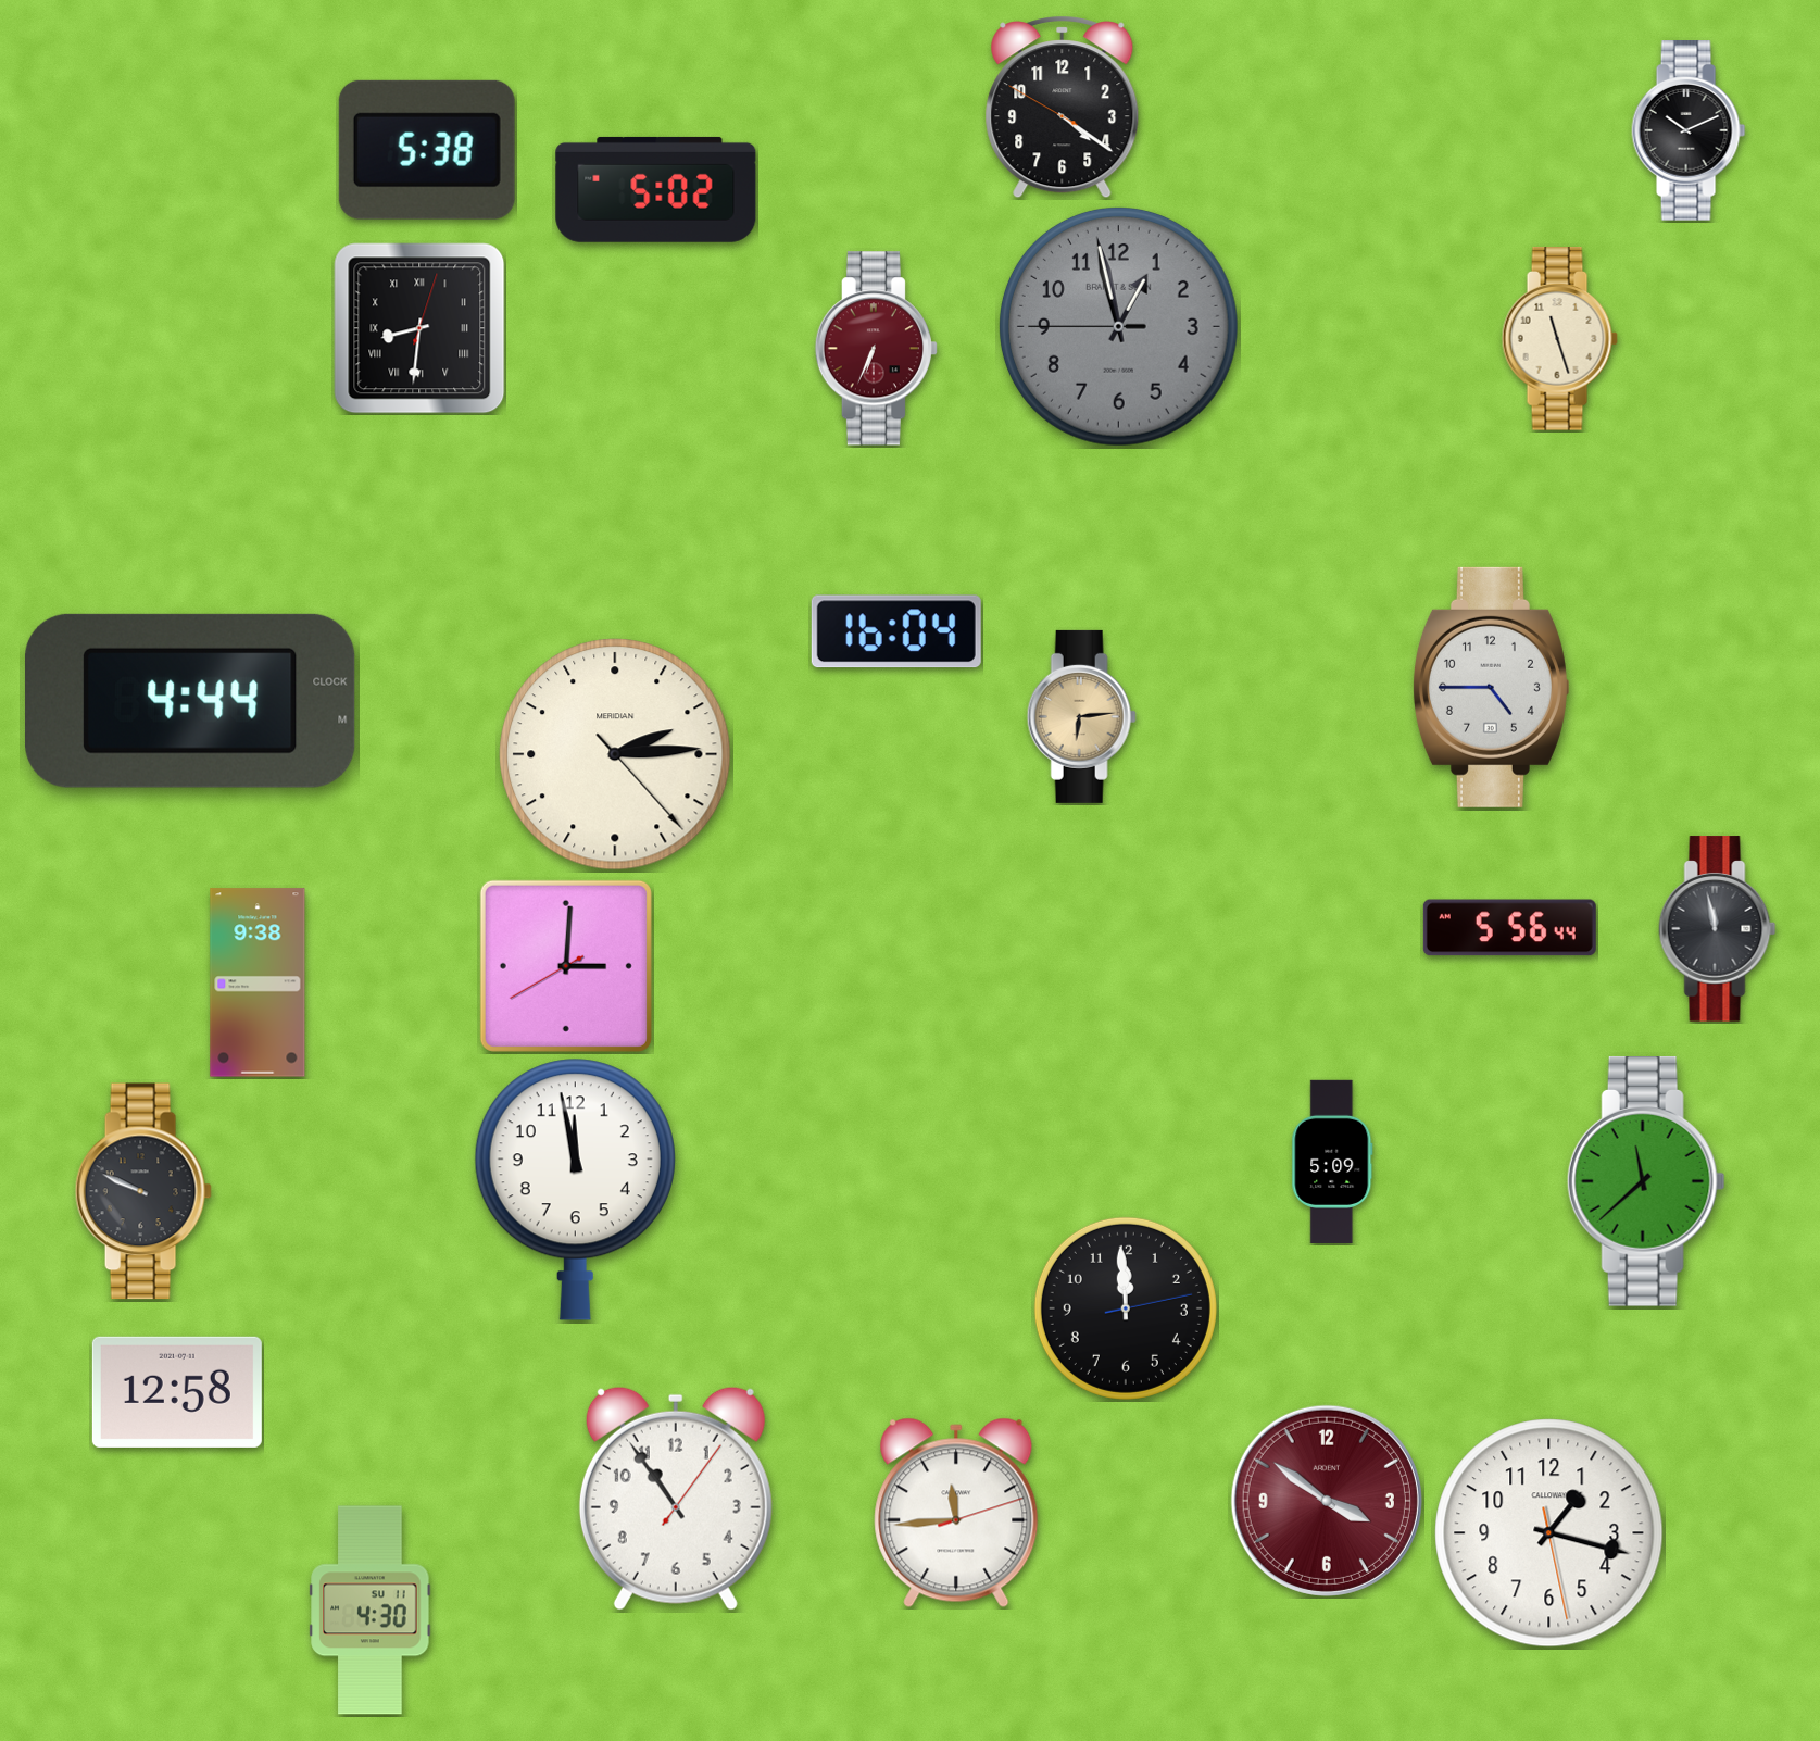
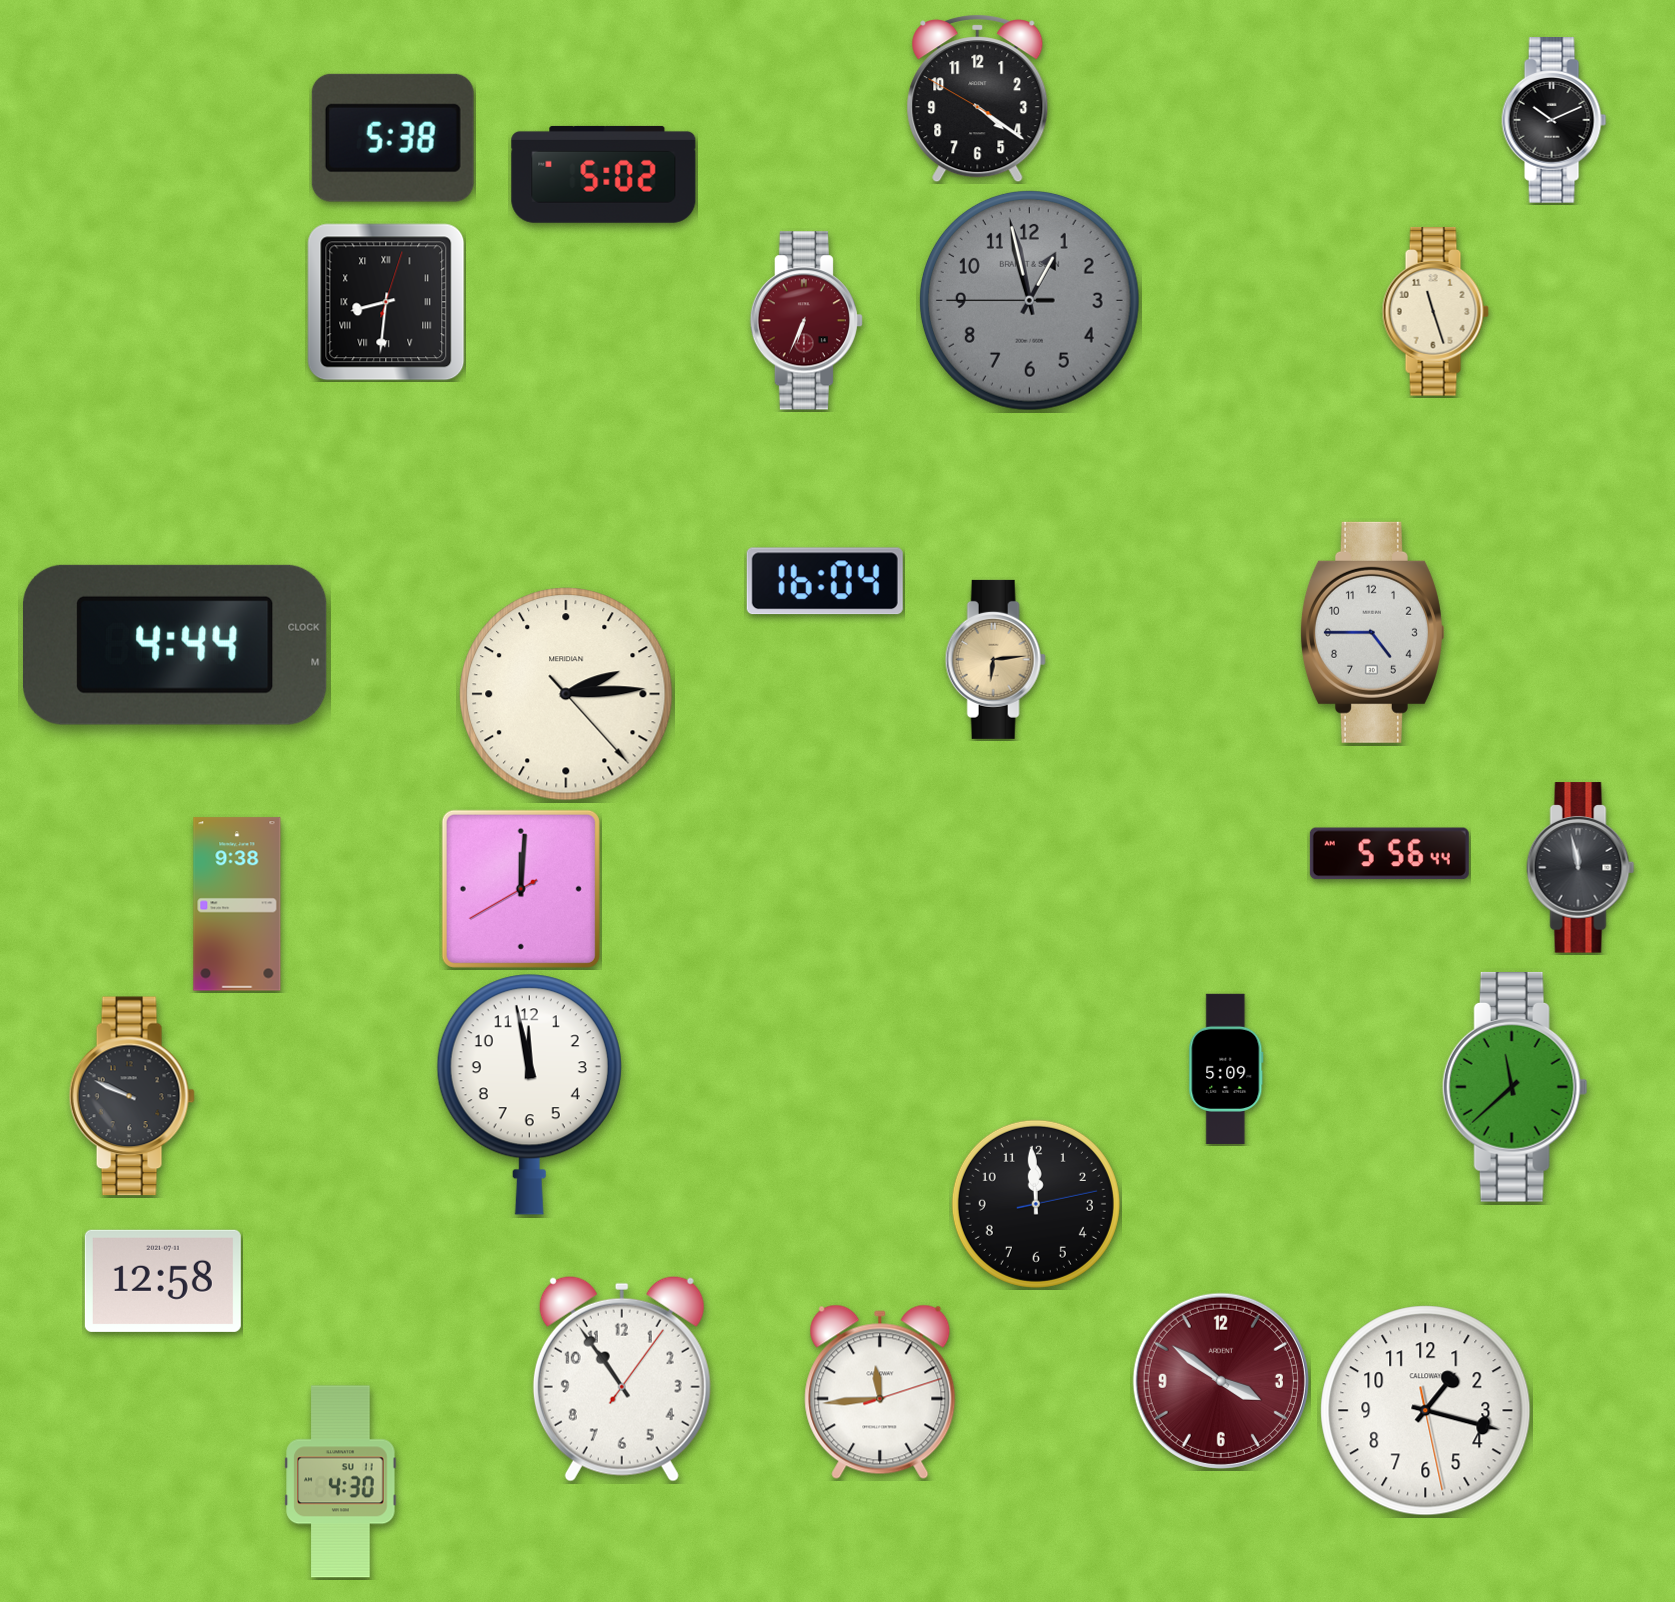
clock at (1718, 929) position: (1718, 929) -> (1581, 868)
clock at (566, 966): 3:00 -> 12:00
